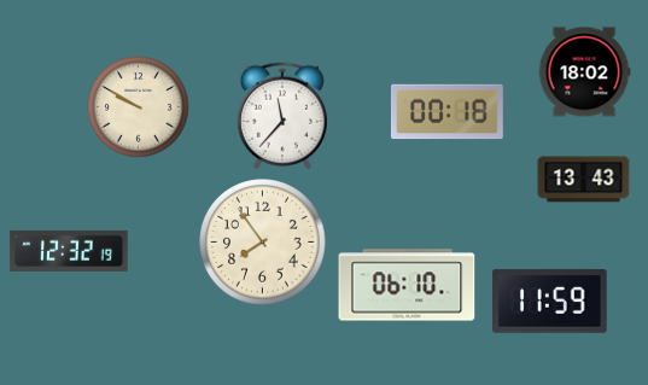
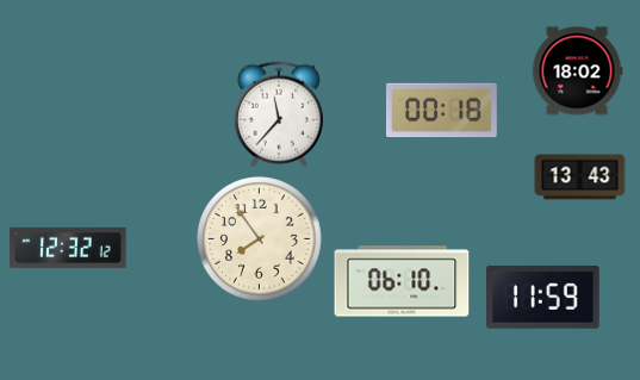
clock at (139, 107): 9:50 -> none
clock at (584, 180) position: (584, 180) -> (580, 177)
clock at (69, 251): 12:32:19 -> 12:32:12
